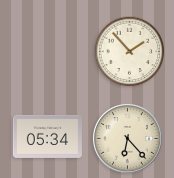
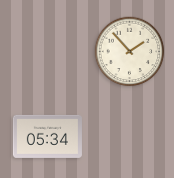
clock at (127, 138): 6:23 -> none
